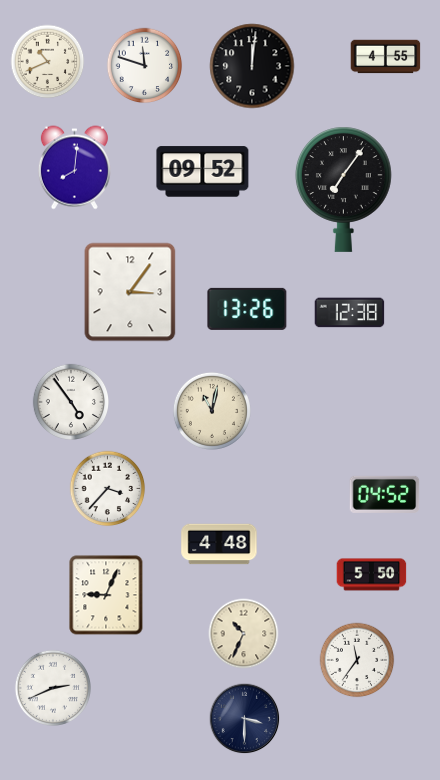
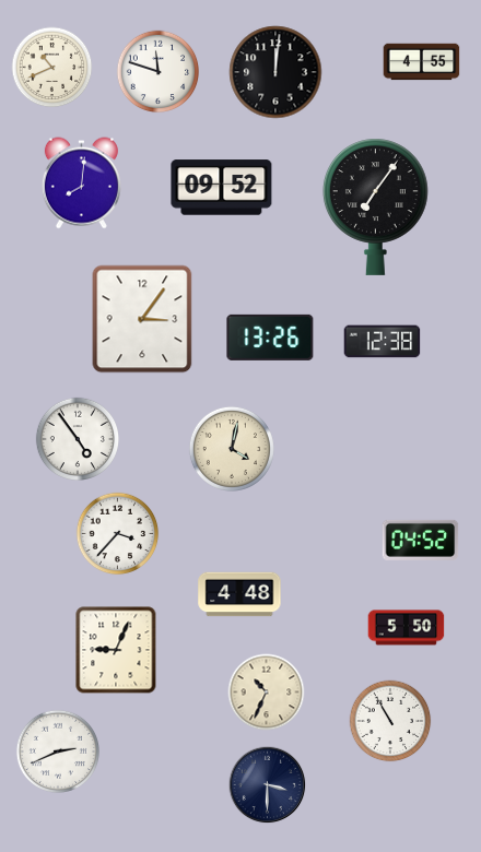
clock at (212, 411): 11:02 -> 4:02
clock at (357, 660): 11:36 -> 10:55
